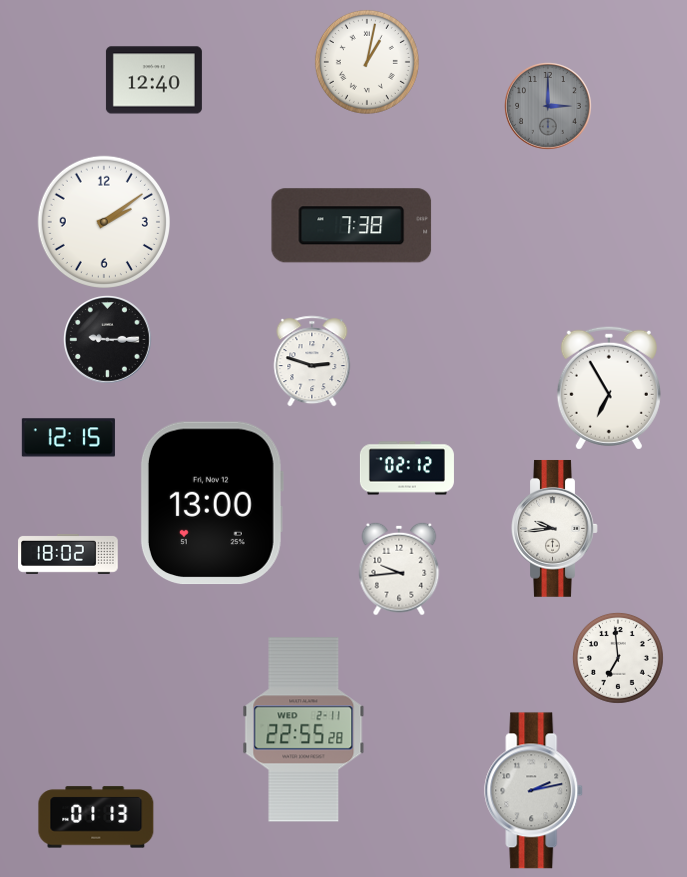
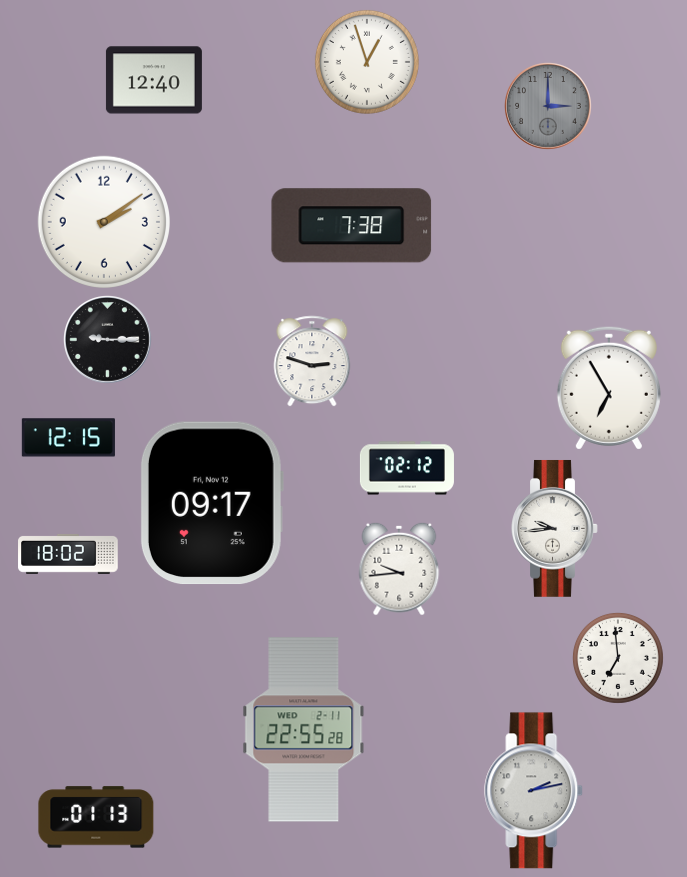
clock at (367, 62): 1:02 -> 12:57
clock at (212, 503): 13:00 -> 09:17
